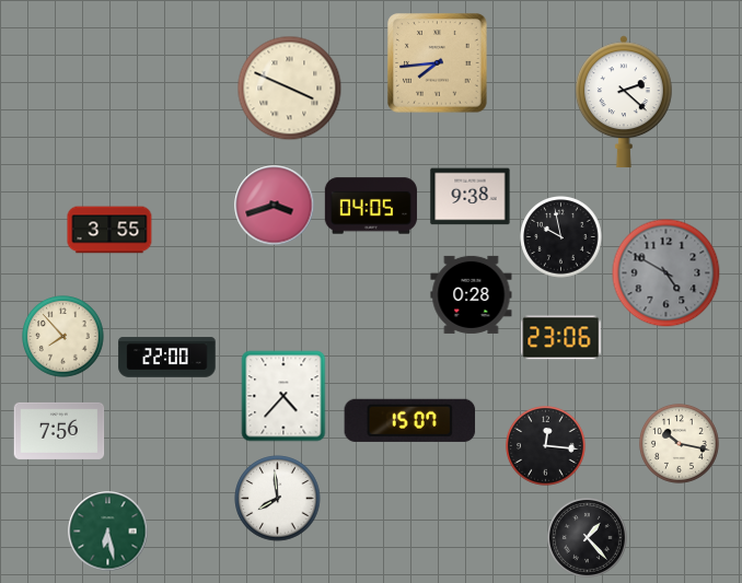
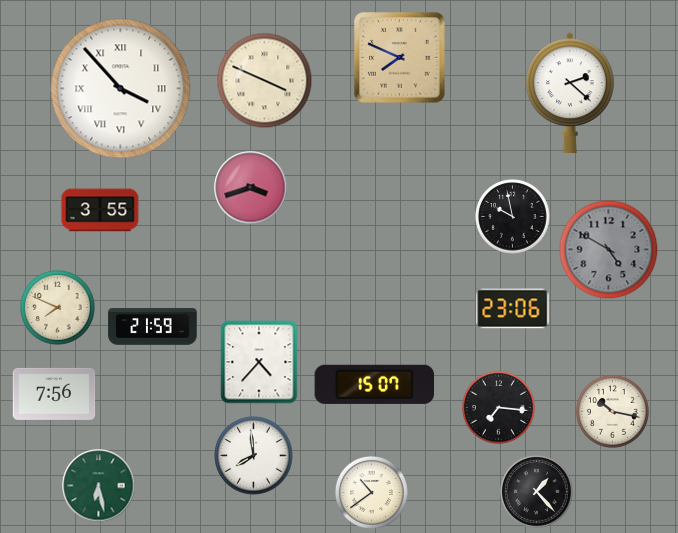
clock at (438, 63): 7:44 -> 7:49
clock at (121, 89): none -> 3:53
clock at (471, 197): 9:38 -> none
clock at (371, 206): 04:05 -> none
clock at (472, 294): 0:28 -> none
clock at (63, 337): 7:53 -> 7:49
clock at (167, 358): 22:00 -> 21:59
clock at (680, 444) position: (680, 444) -> (613, 412)
clock at (546, 446): 12:16 -> 7:16
clock at (372, 493): none -> 10:39
